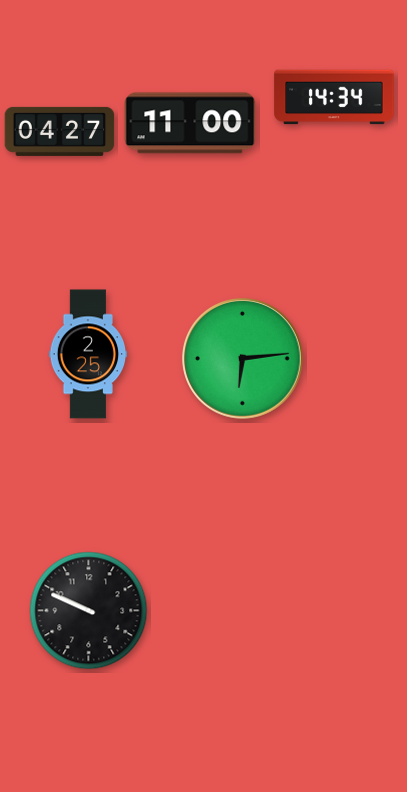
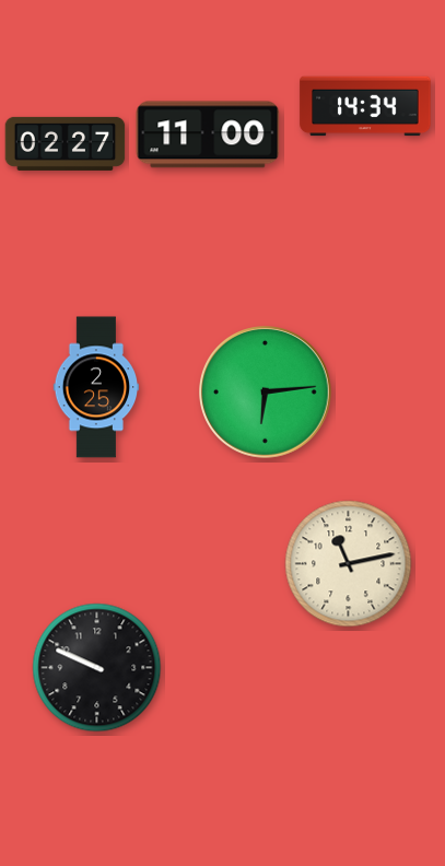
clock at (60, 131): 04:27 -> 02:27
clock at (349, 564): none -> 11:13
